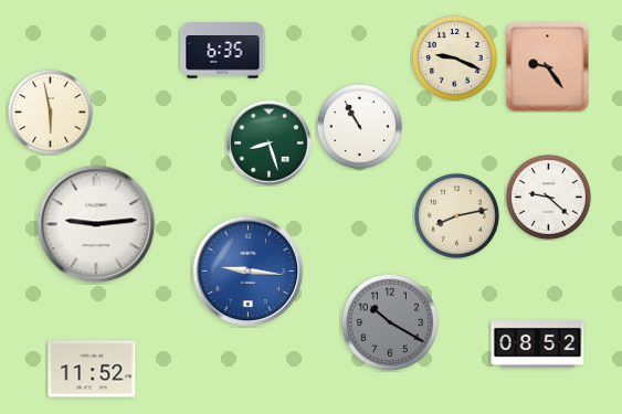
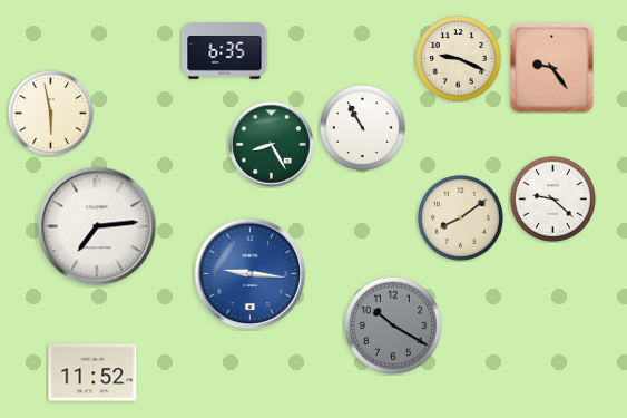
clock at (270, 144): 8:27 -> 8:25
clock at (456, 215): 8:13 -> 8:09
clock at (96, 224): 9:14 -> 7:14
clock at (538, 343): 08:52 -> none
